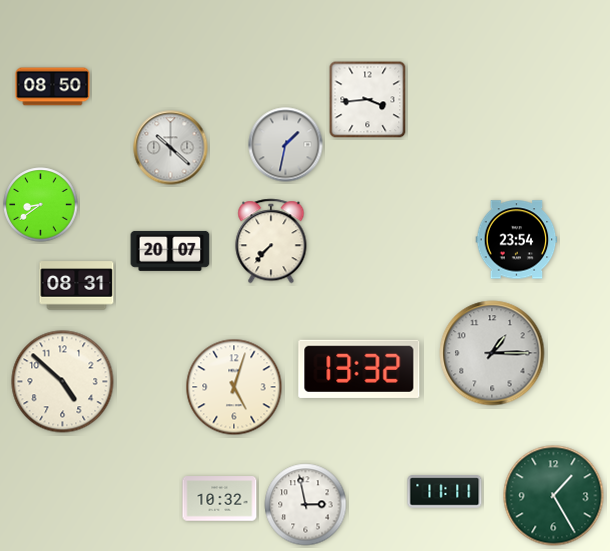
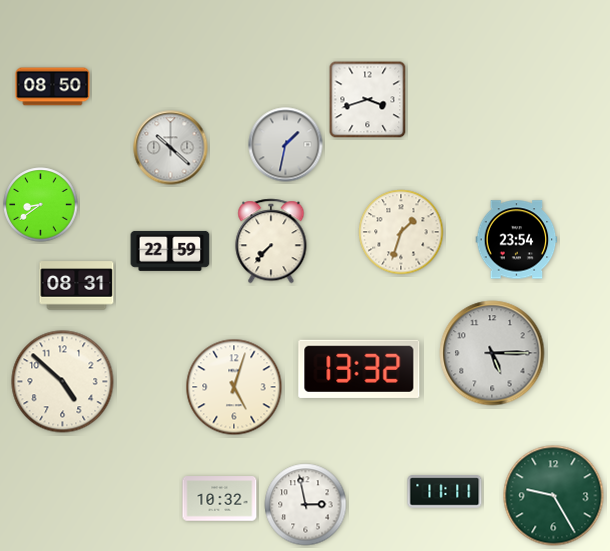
clock at (368, 100): 3:44 -> 3:42
clock at (401, 232): none -> 1:33
clock at (170, 251): 20:07 -> 22:59
clock at (492, 353): 1:15 -> 5:15
clock at (554, 496): 1:25 -> 9:25
